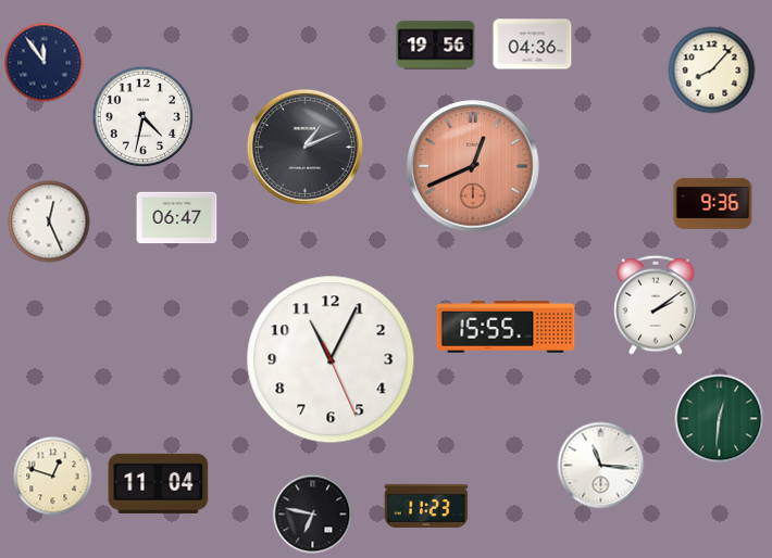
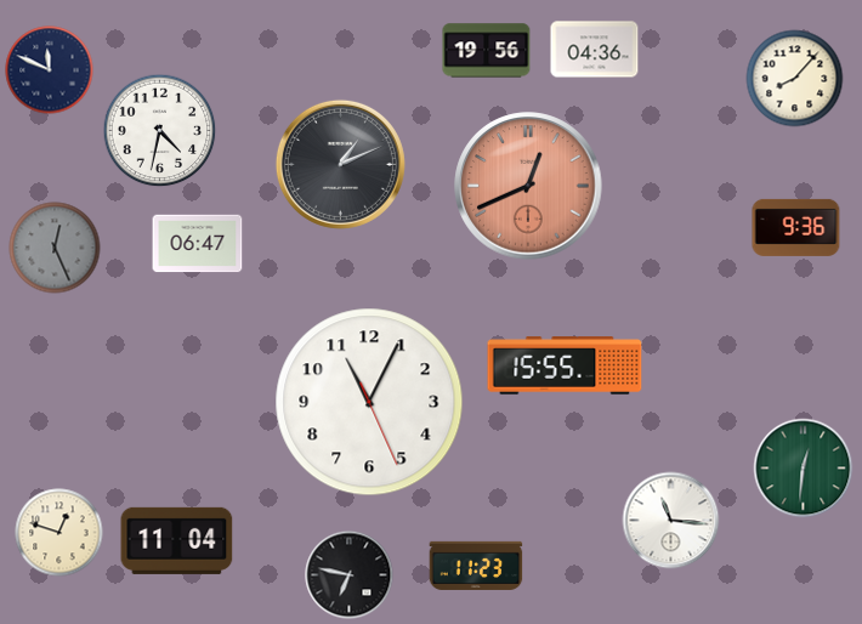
clock at (45, 63): 11:54 -> 11:49
clock at (49, 221) dial: white -> grey
clock at (656, 305): 2:09 -> none
